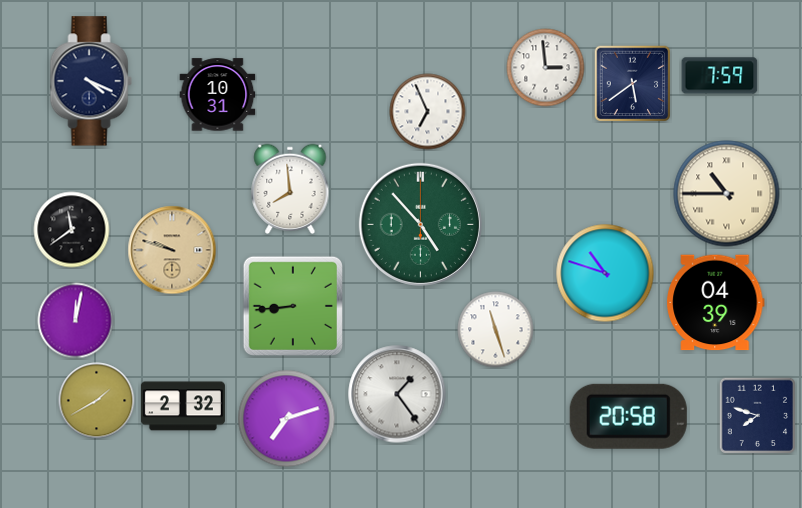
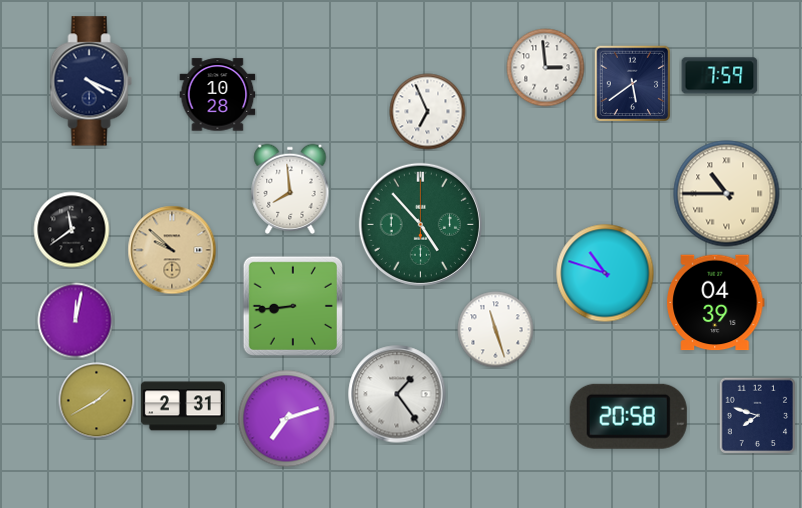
clock at (218, 95): 10:31 -> 10:28
clock at (172, 250): 9:48 -> 9:52
clock at (183, 406): 2:32 -> 2:31
